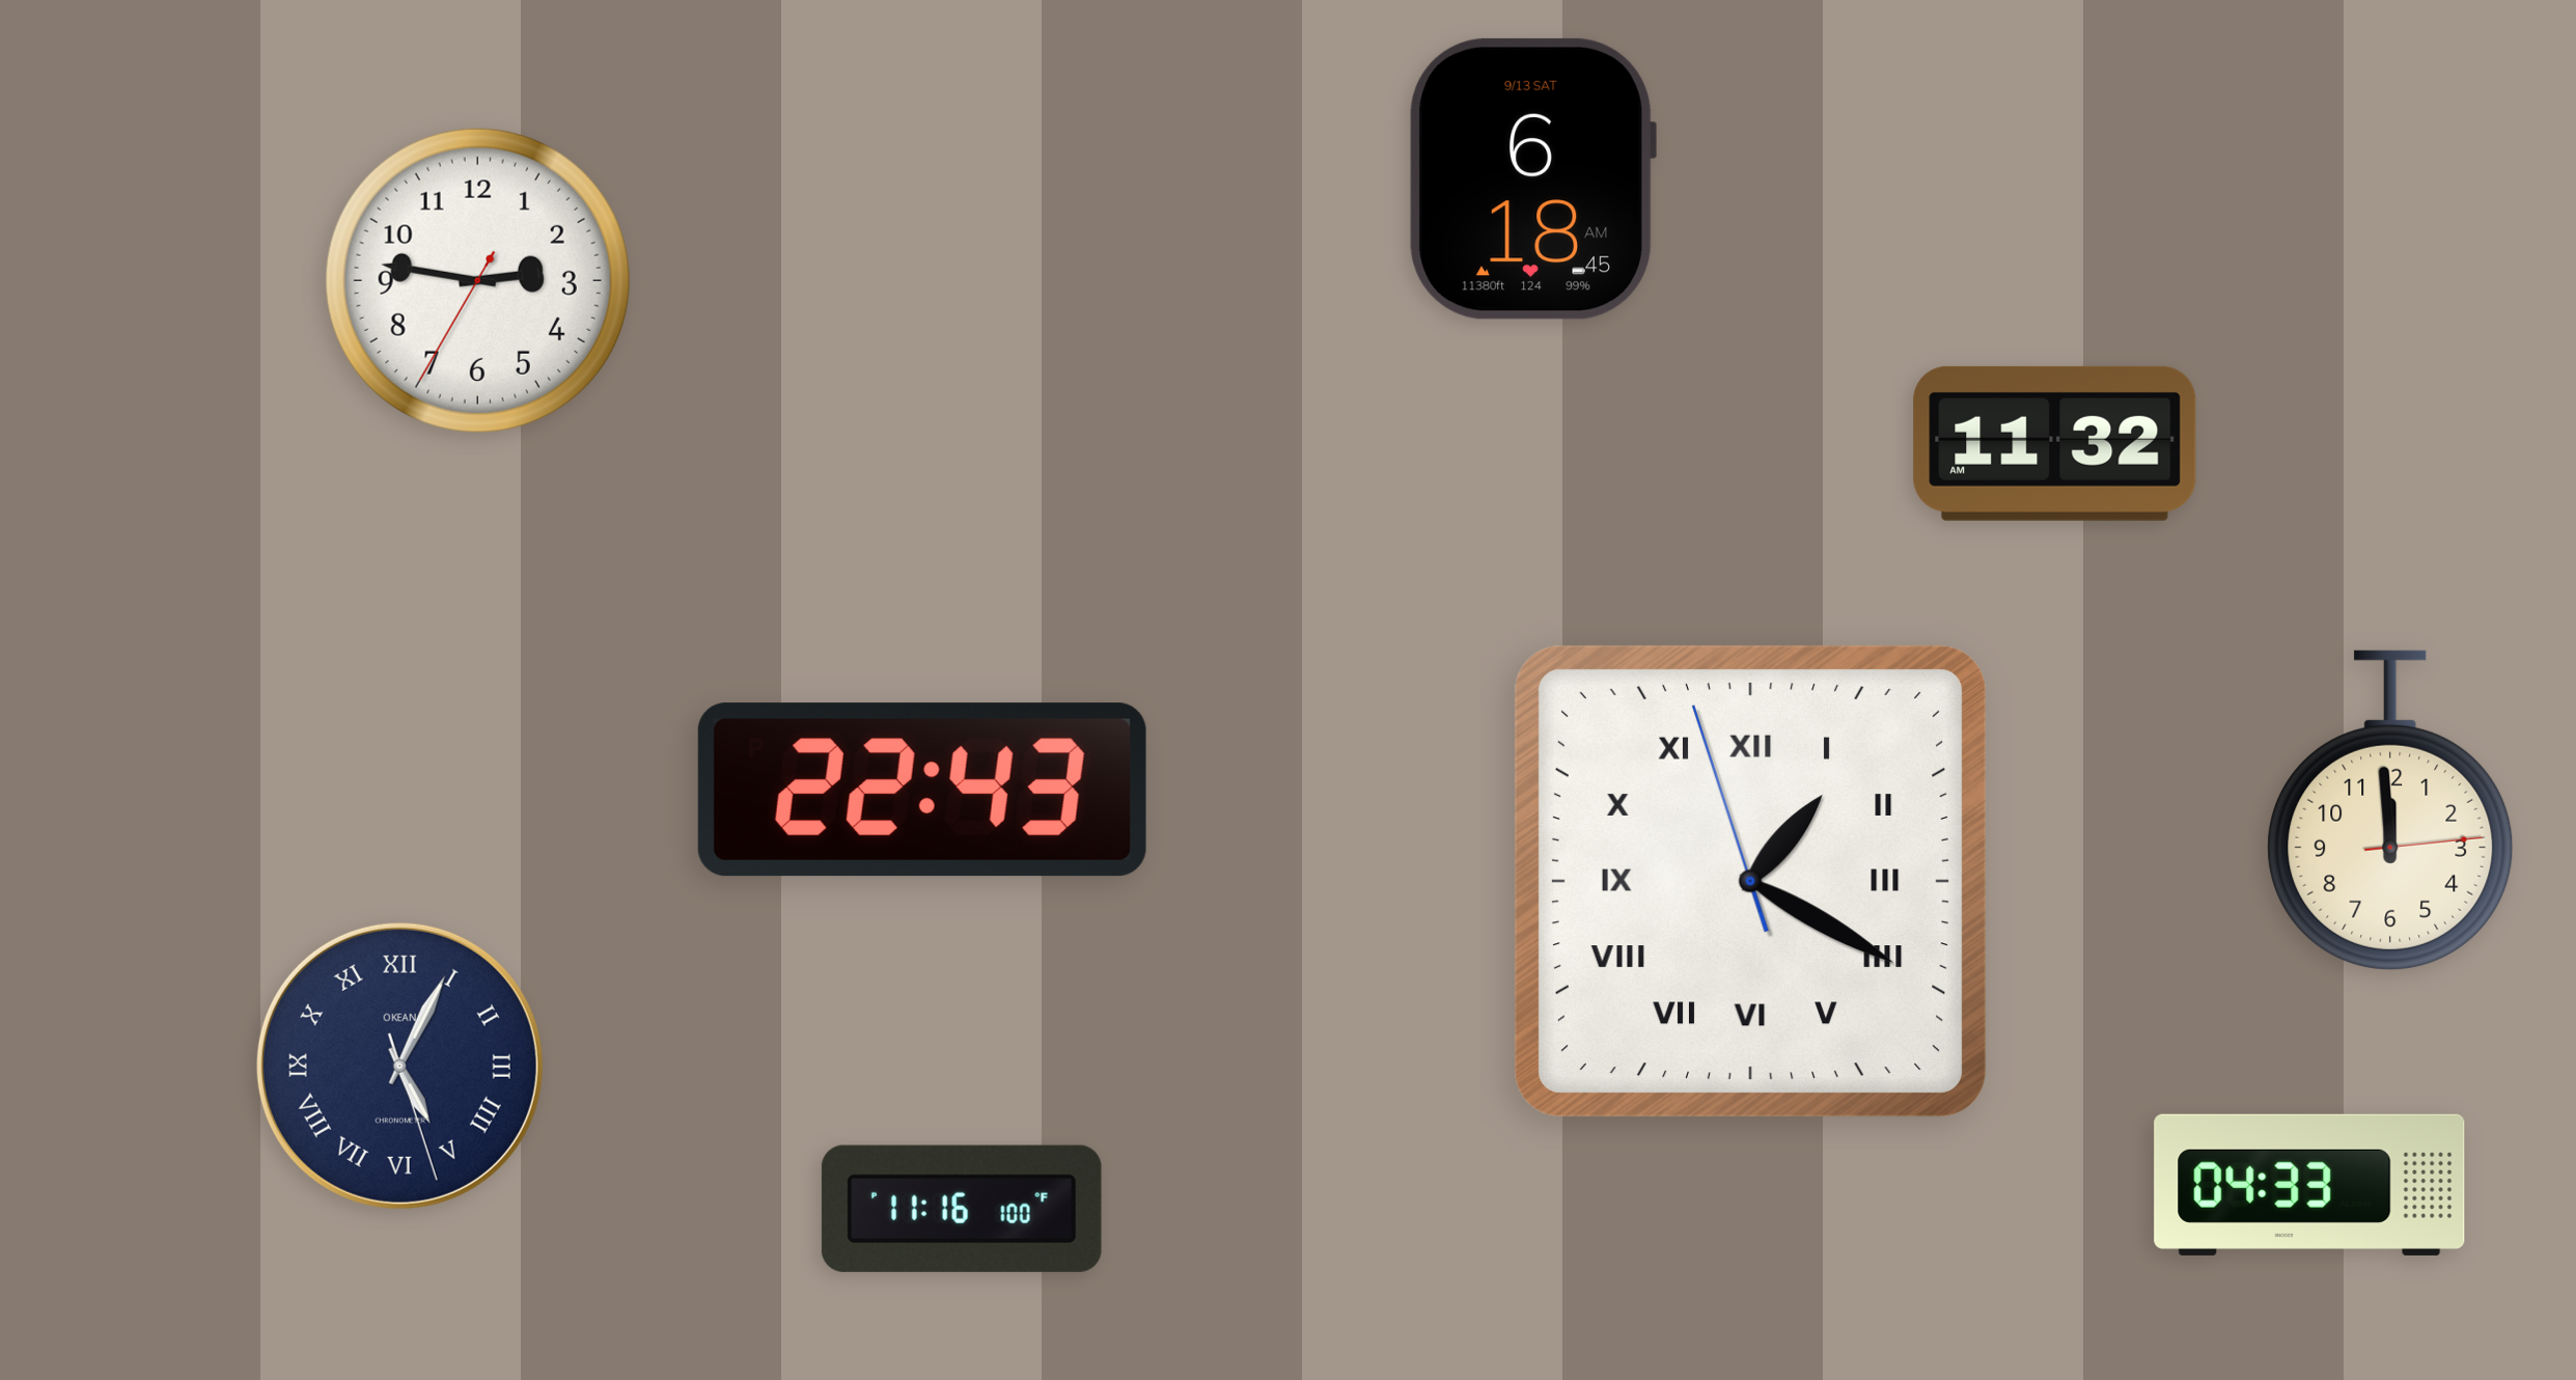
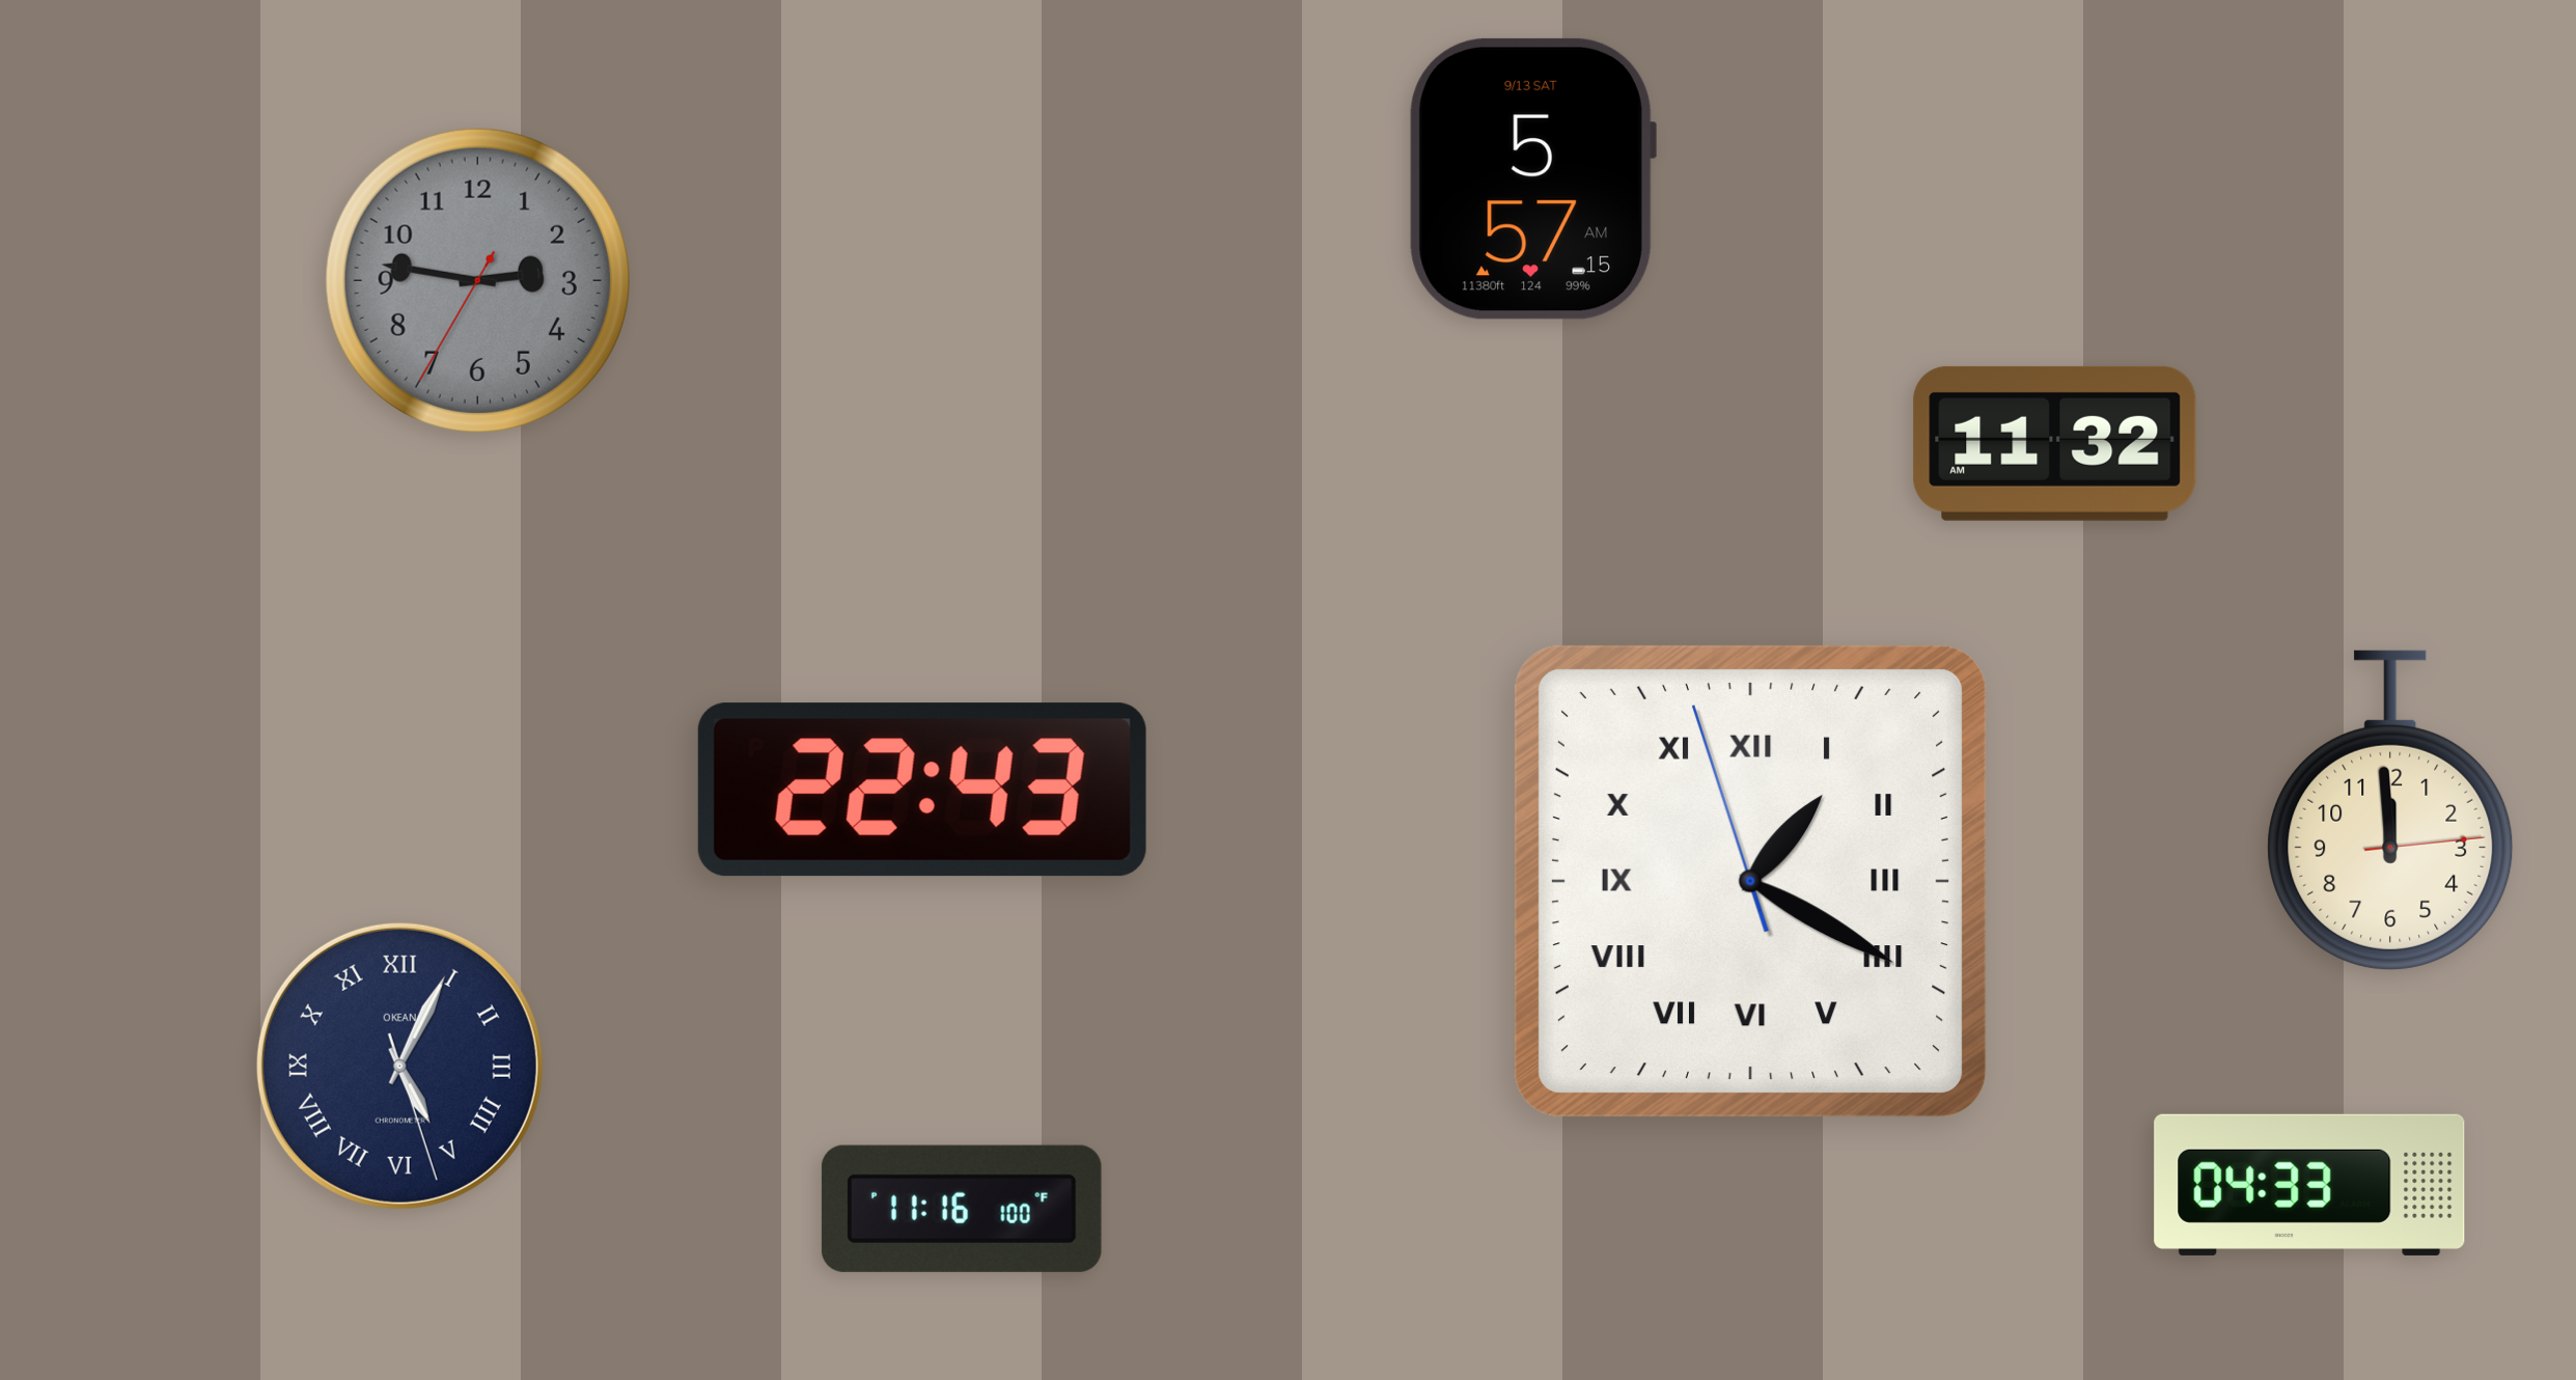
clock at (1532, 178): 6:18 -> 5:57
clock at (477, 280) dial: white -> grey
